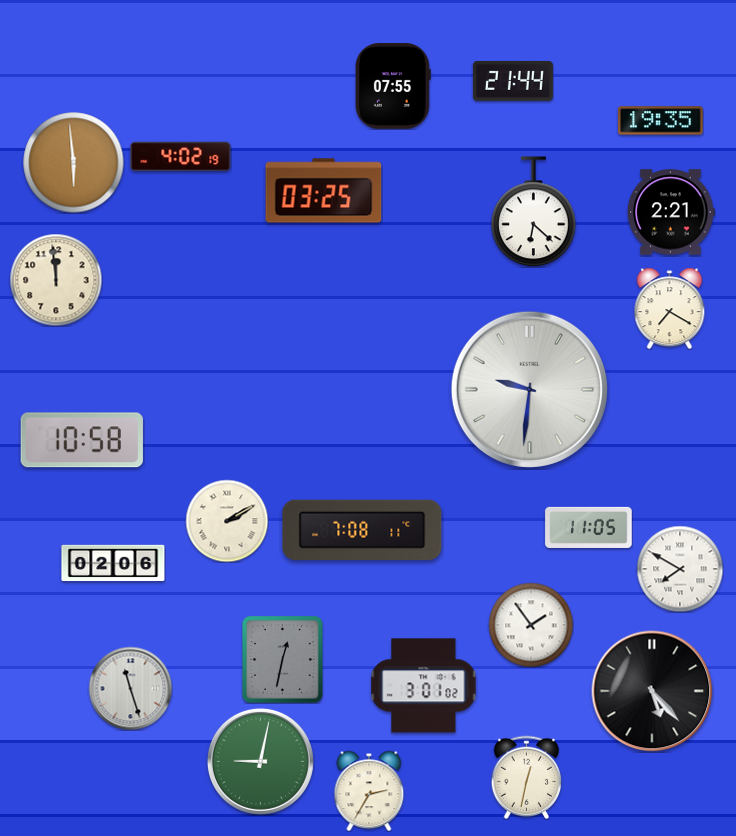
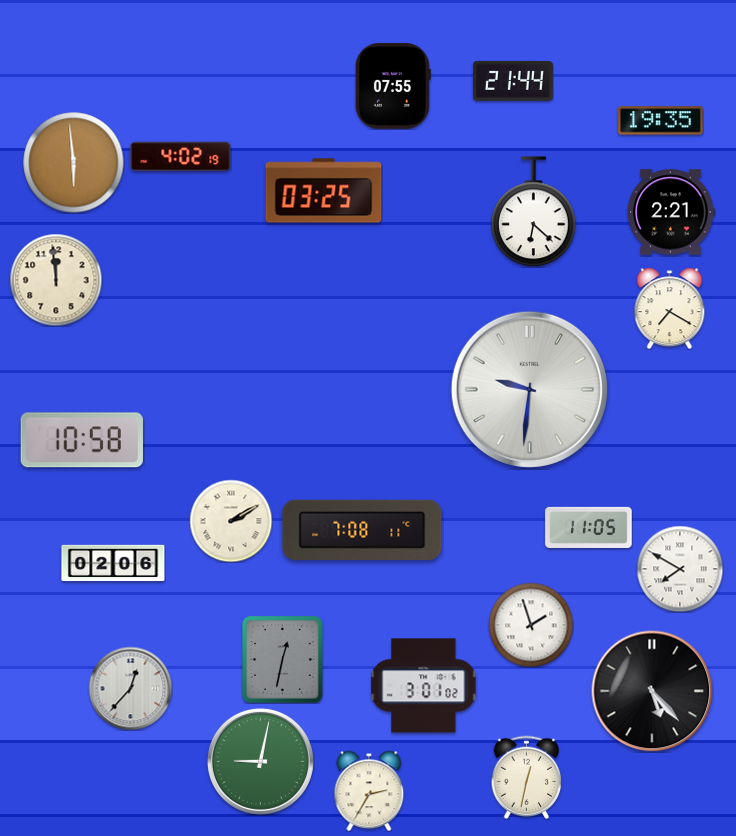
clock at (227, 521) position: (227, 521) -> (231, 521)
clock at (531, 625): 1:54 -> 1:57
clock at (130, 688): 11:27 -> 12:37
